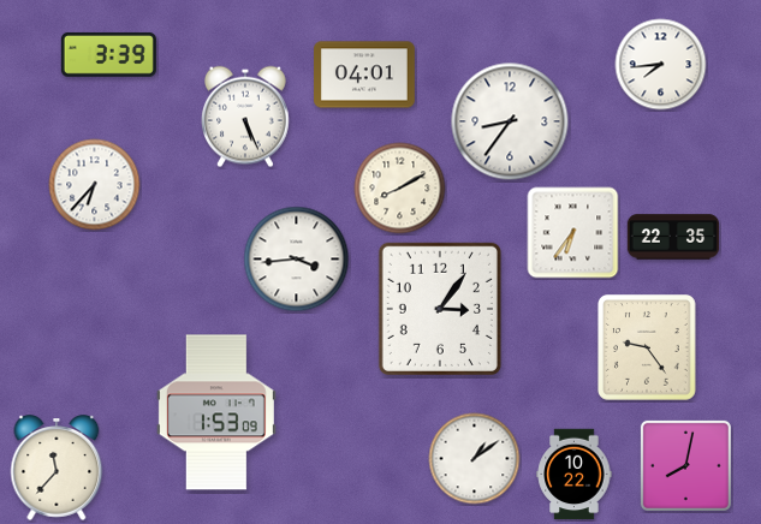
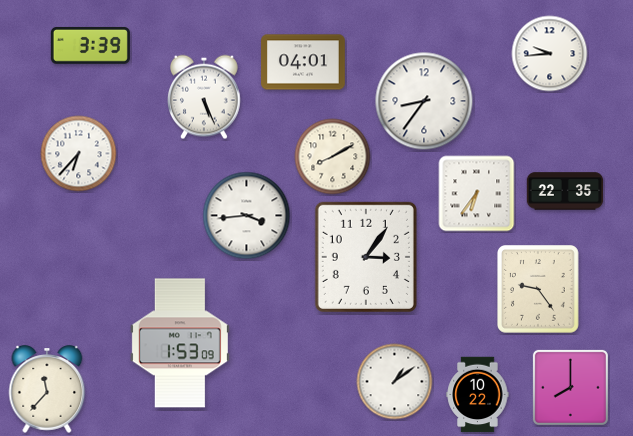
clock at (661, 65): 7:44 -> 9:44
clock at (673, 237) position: (673, 237) -> (565, 191)
clock at (685, 465): 8:02 -> 8:00
